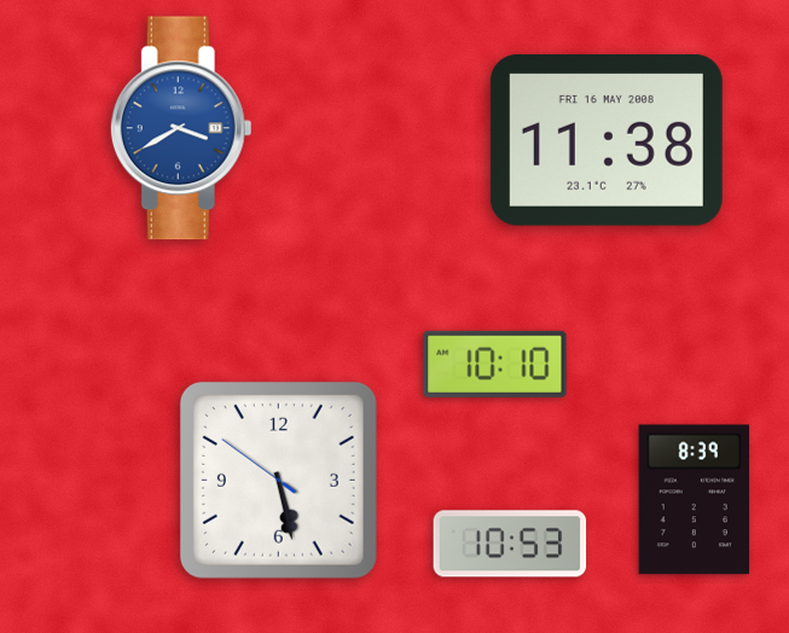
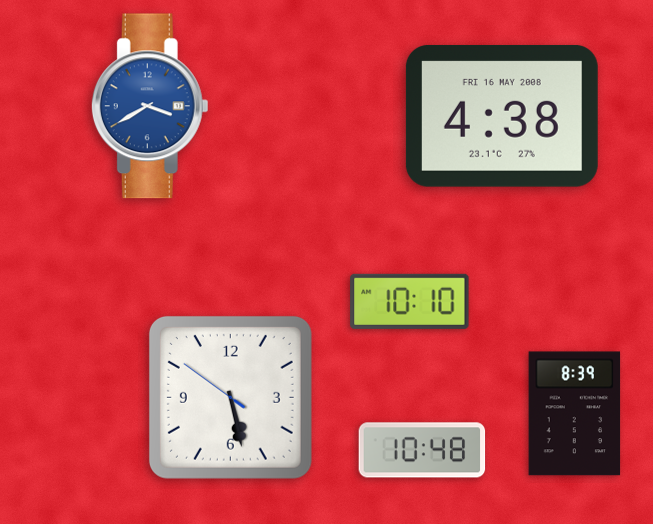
clock at (607, 140): 11:38 -> 4:38
clock at (510, 544): 10:53 -> 10:48
